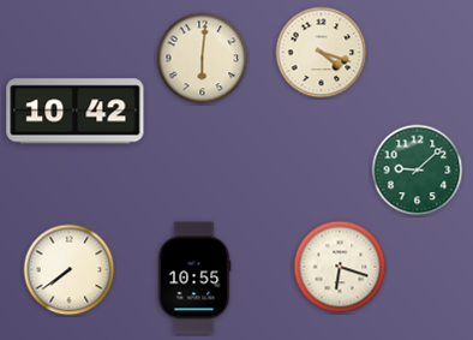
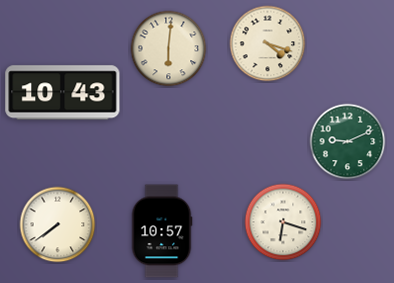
clock at (76, 112): 10:42 -> 10:43
clock at (418, 171): 9:08 -> 9:11
clock at (194, 278): 10:55 -> 10:57
